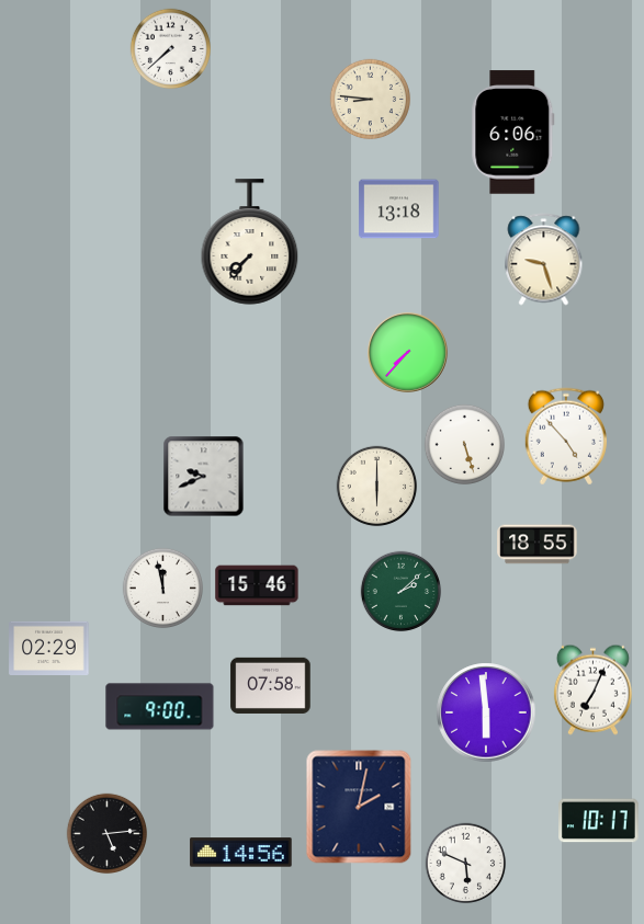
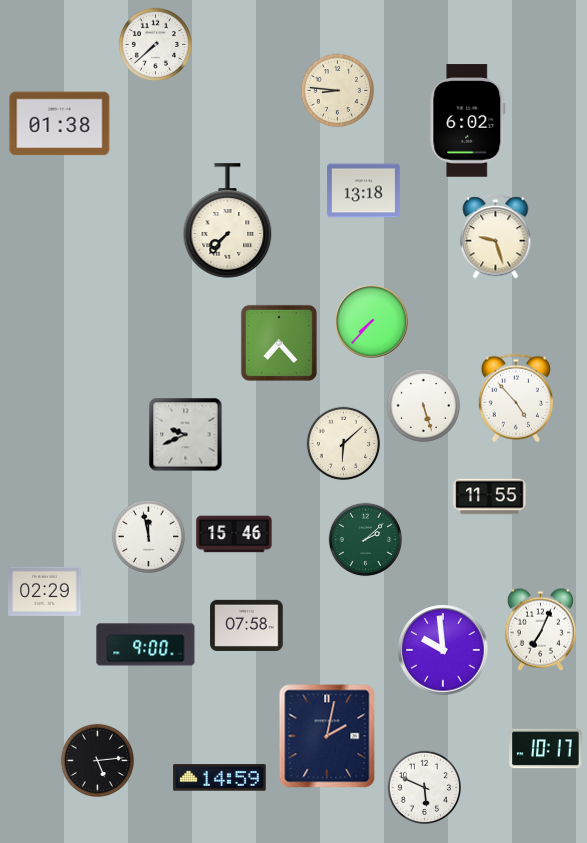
clock at (513, 133): 6:06 -> 6:02
clock at (60, 124): none -> 01:38
clock at (279, 343): none -> 7:23
clock at (377, 487): 6:00 -> 6:08
clock at (538, 545): 18:55 -> 11:55
clock at (486, 712): 5:59 -> 9:59
clock at (241, 853): 14:56 -> 14:59
